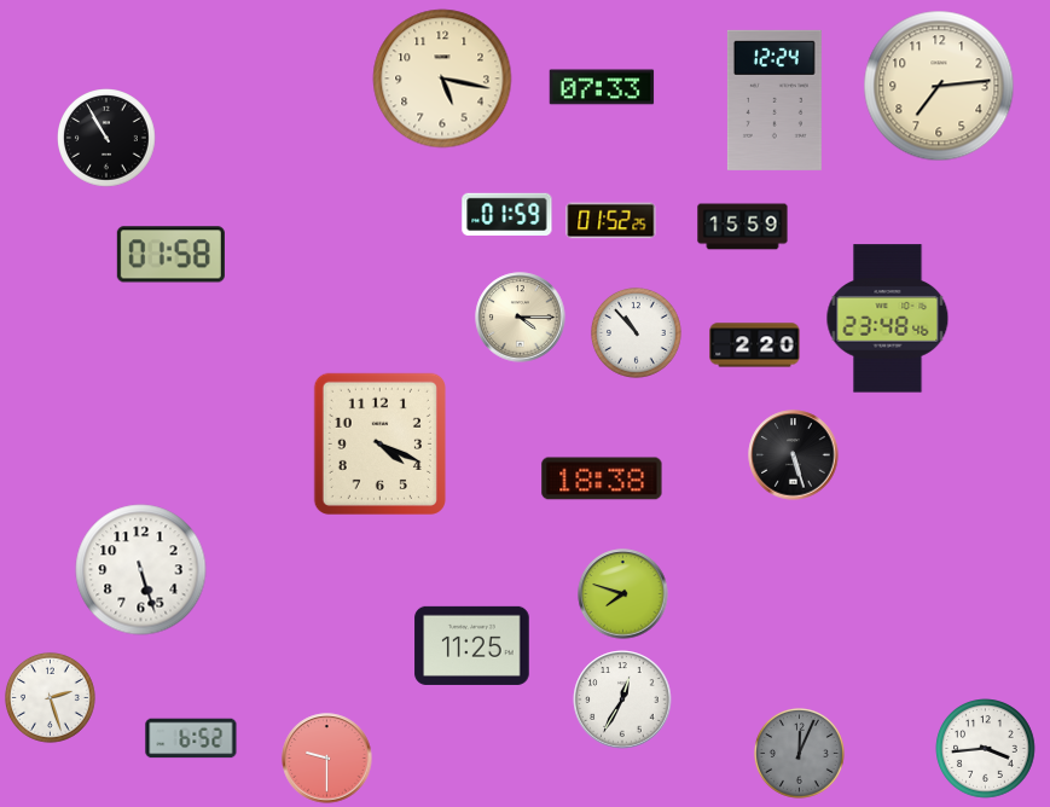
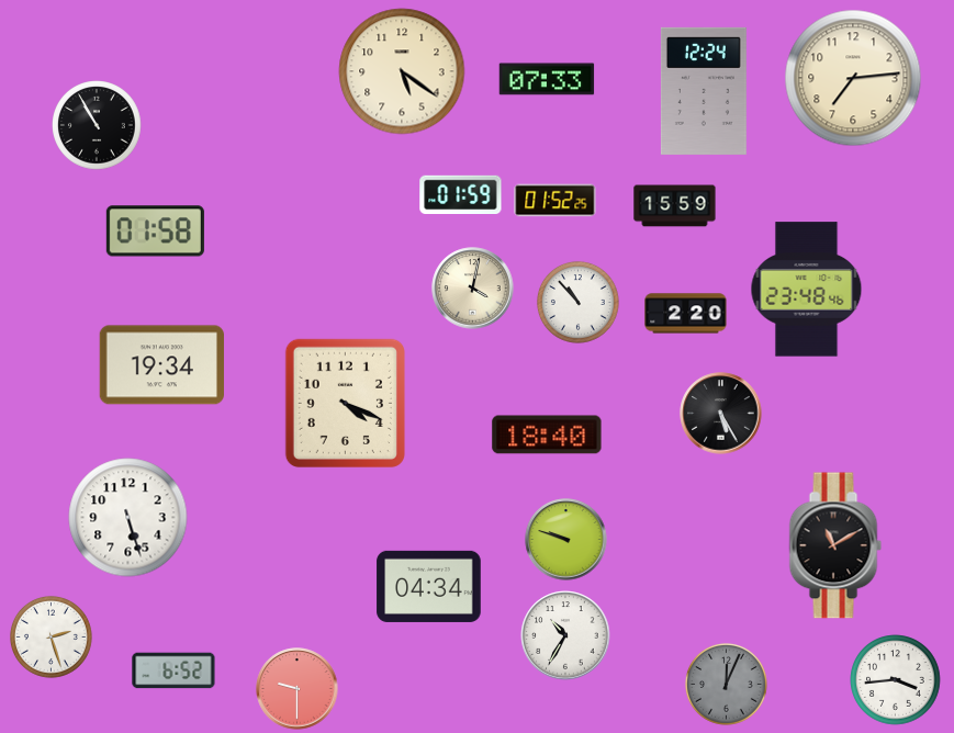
clock at (442, 79): 5:17 -> 5:21
clock at (521, 318): 4:15 -> 4:02
clock at (161, 365): none -> 19:34
clock at (794, 455): 5:27 -> 5:25
clock at (602, 478): 18:38 -> 18:40
clock at (623, 594): 7:48 -> 9:48
clock at (835, 545): none -> 11:10
clock at (472, 645): 11:25 -> 04:34
clock at (50, 697) position: (50, 697) -> (50, 636)
clock at (622, 699): 12:35 -> 10:35
